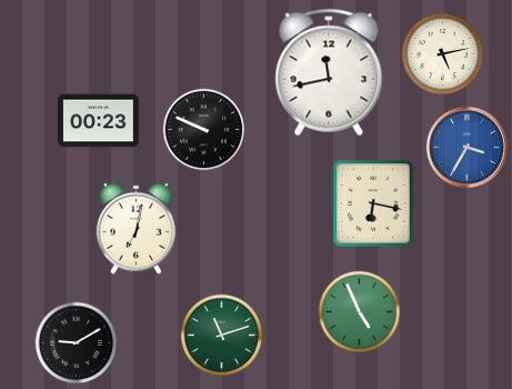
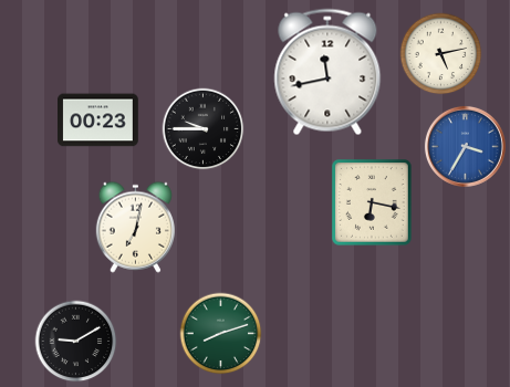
clock at (204, 130): 9:49 -> 9:45
clock at (360, 312): 4:56 -> none
clock at (222, 336): 11:12 -> 8:12
